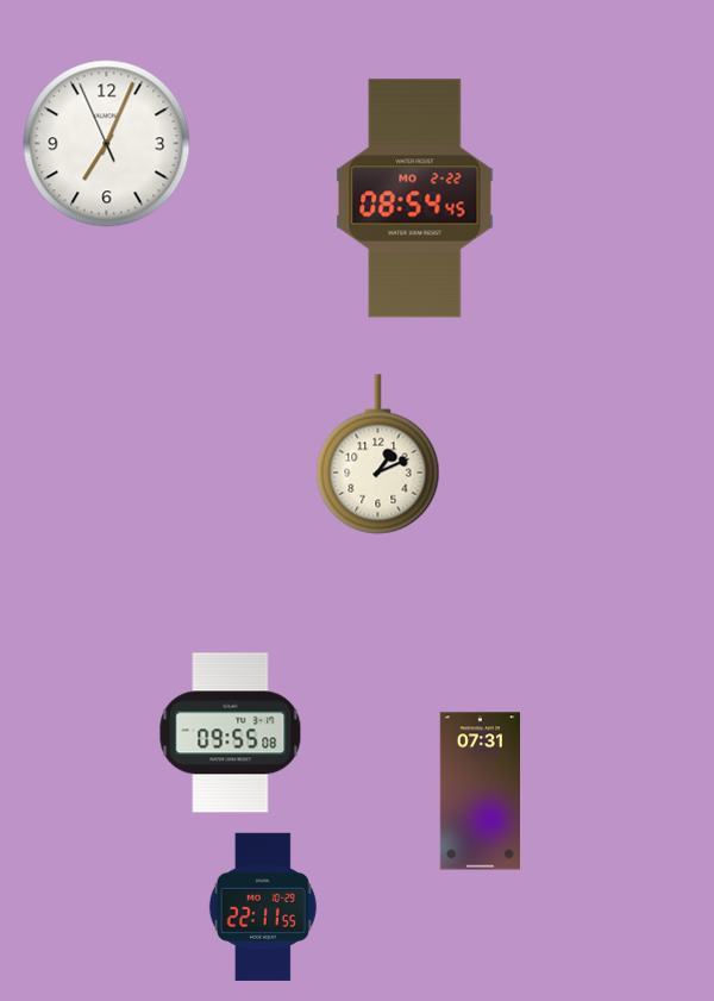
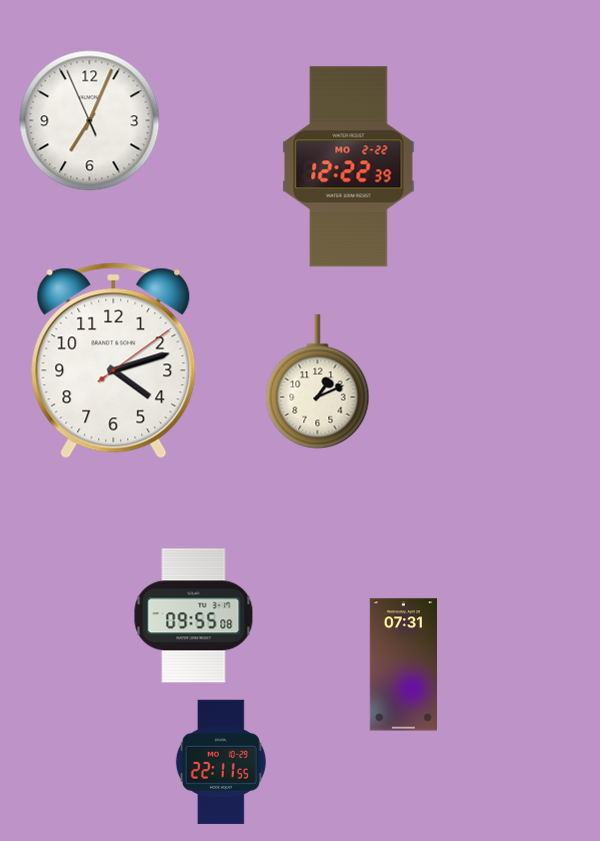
clock at (415, 199): 08:54 -> 12:22
clock at (114, 361): none -> 4:12
